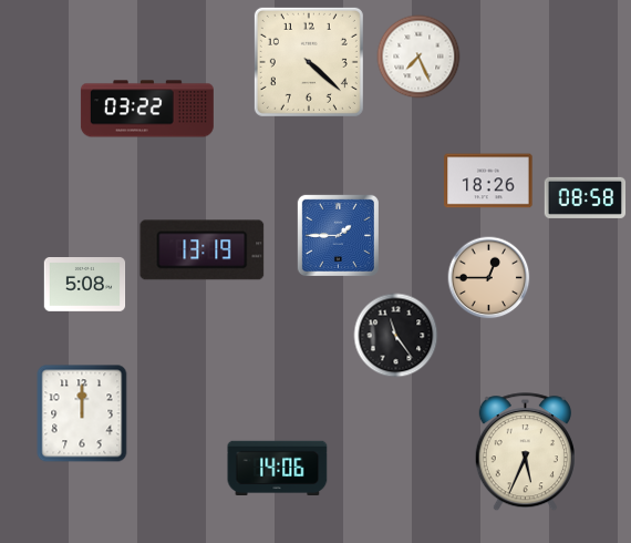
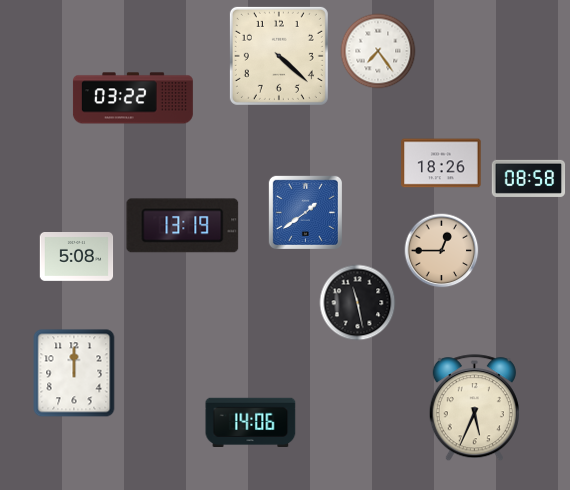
clock at (418, 57): 7:26 -> 7:24
clock at (338, 235): 1:45 -> 1:39
clock at (396, 336): 11:24 -> 11:28
